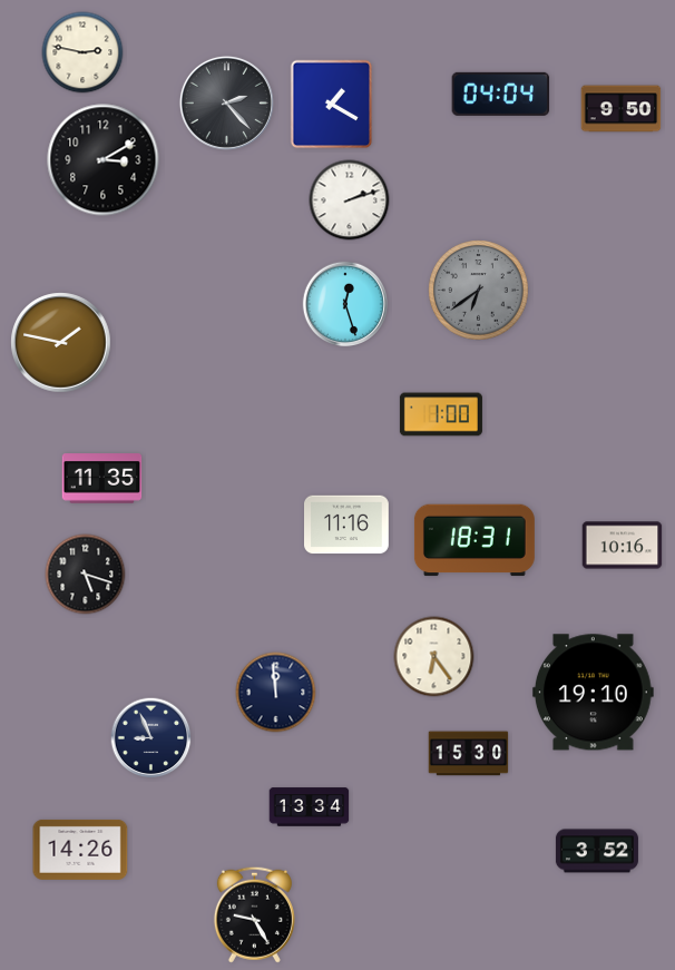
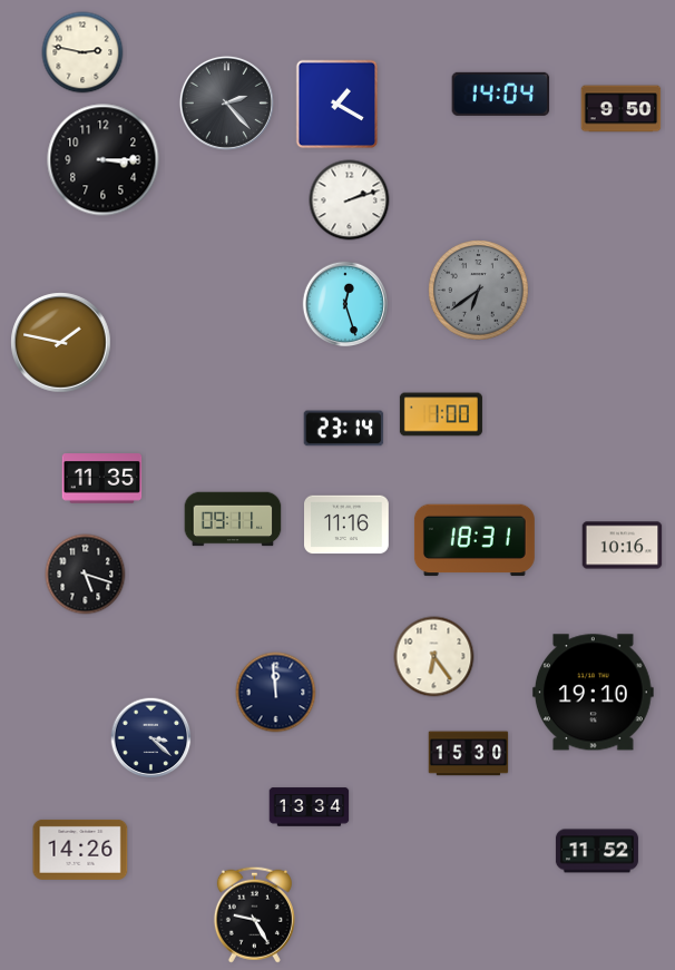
clock at (501, 94): 04:04 -> 14:04
clock at (332, 105) position: (332, 105) -> (338, 105)
clock at (104, 160): 3:10 -> 3:15
clock at (344, 429): none -> 23:14
clock at (233, 519): none -> 09:11
clock at (151, 738): 8:56 -> 3:22
clock at (597, 851): 3:52 -> 11:52
